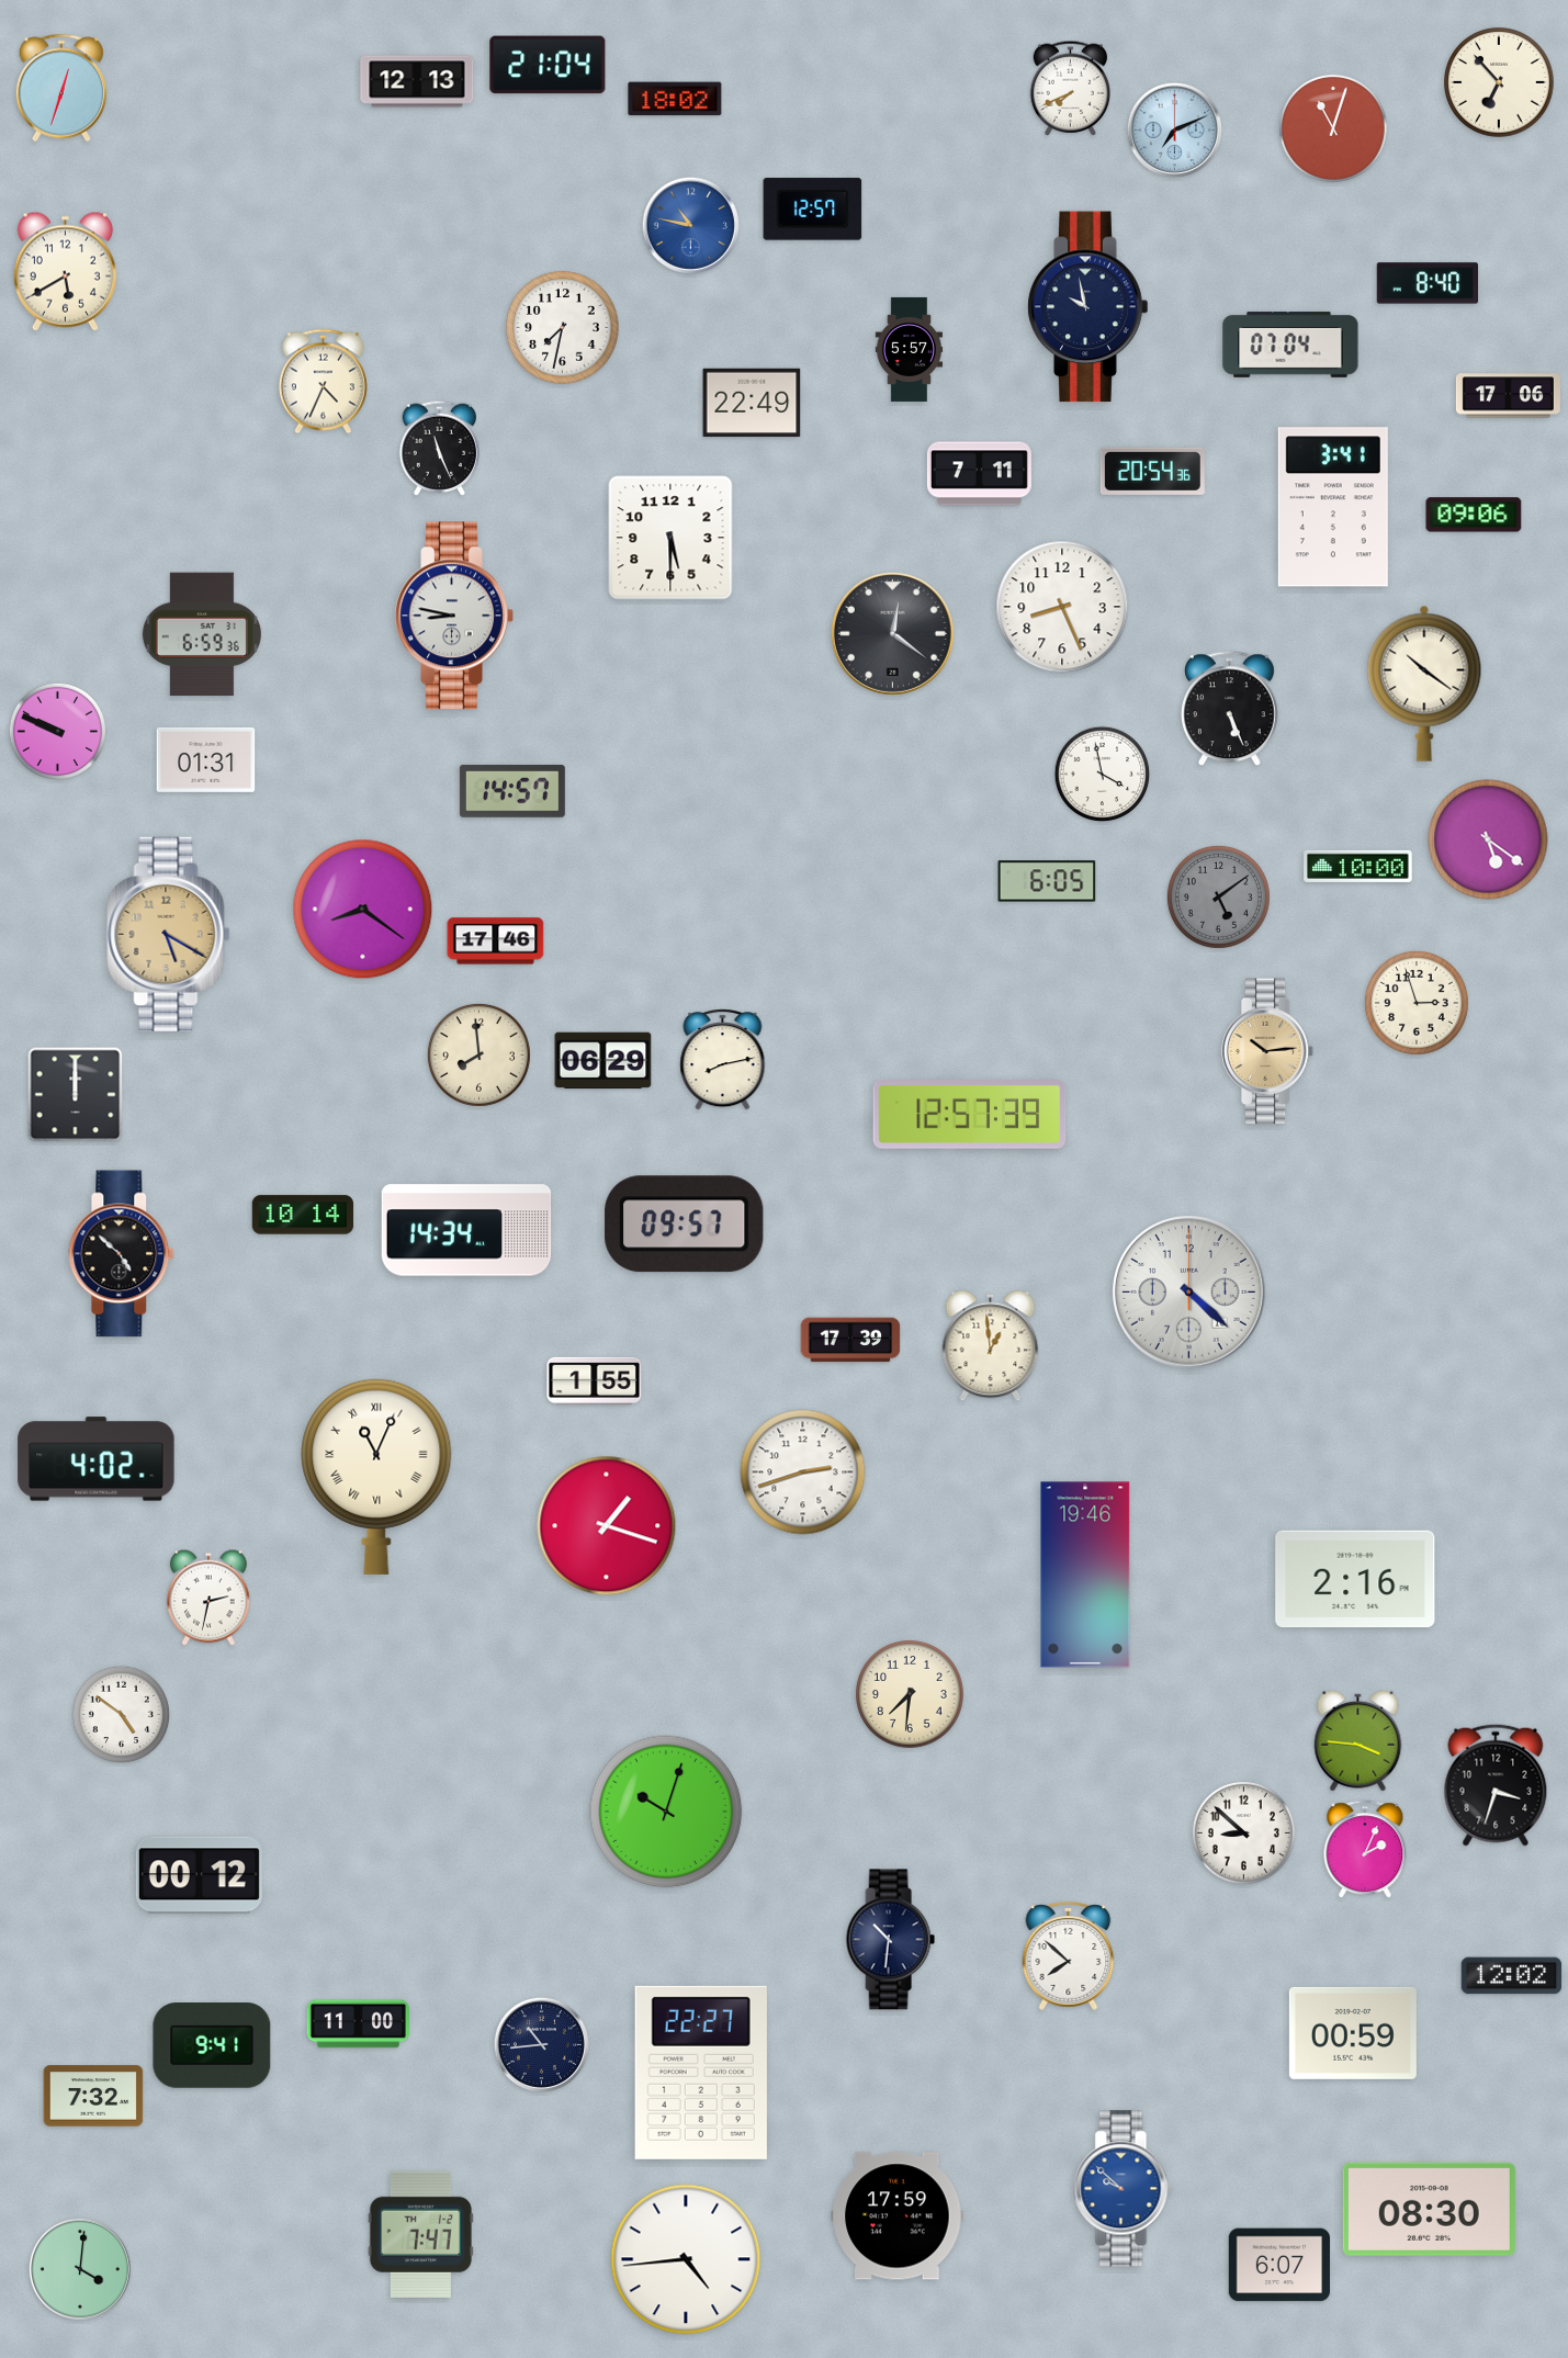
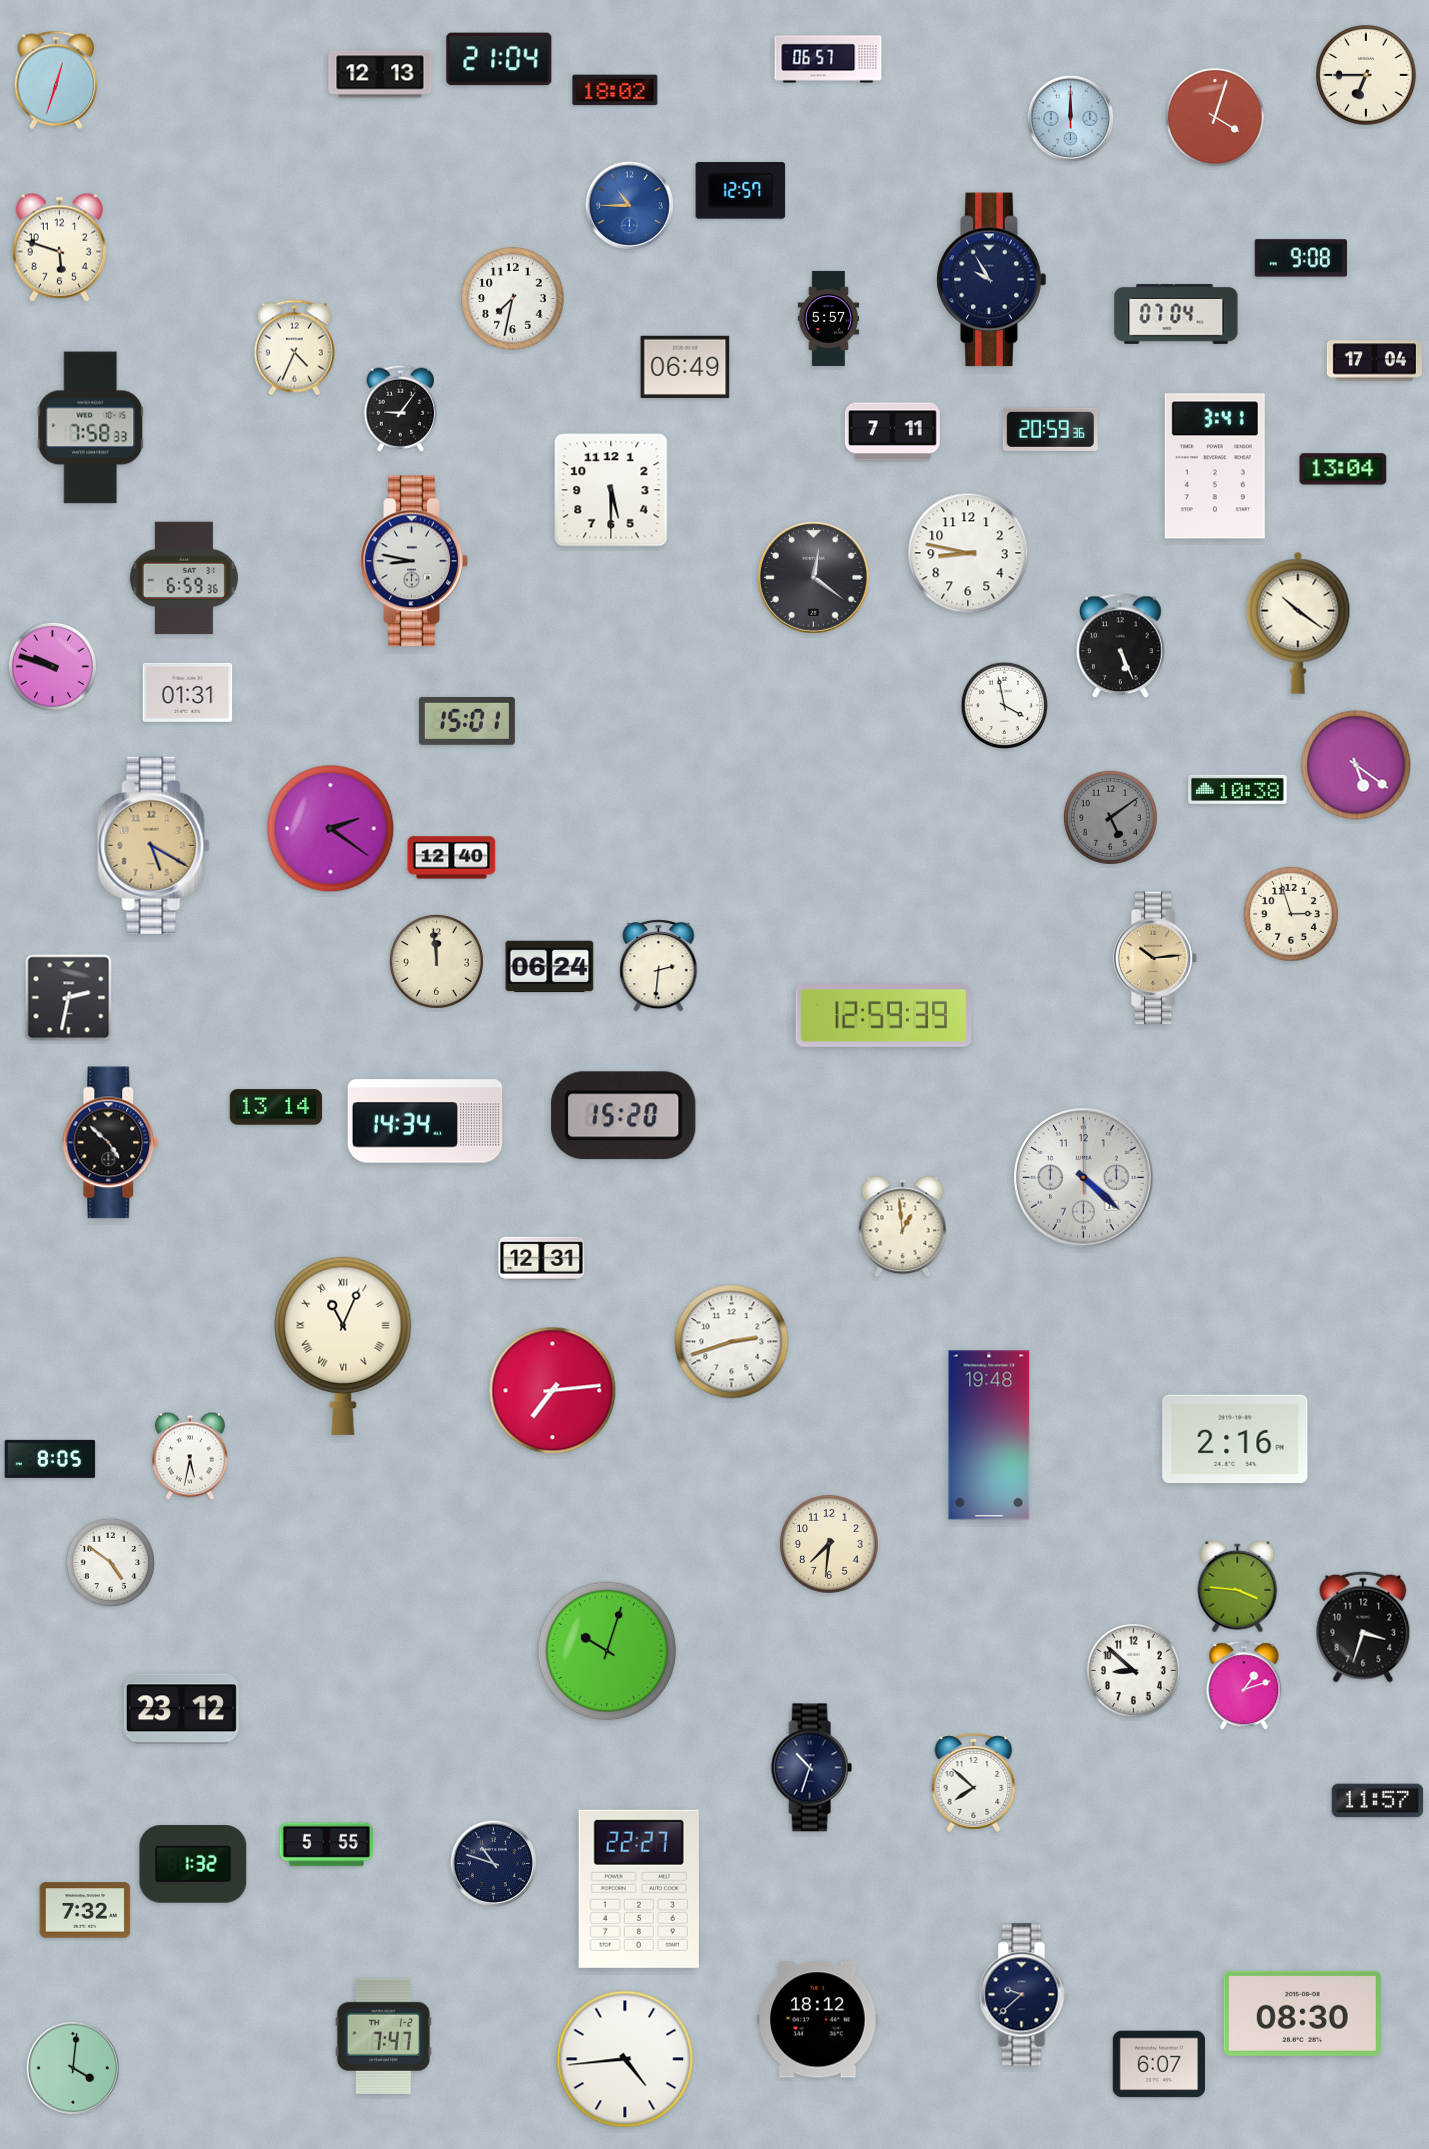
clock at (828, 59): none -> 06:57
clock at (1500, 83): 6:53 -> 6:45
clock at (1070, 88): 7:41 -> none
clock at (1174, 129): 7:11 -> 12:00
clock at (1334, 129): 11:03 -> 4:03
clock at (690, 225): 10:47 -> 10:45
clock at (65, 271): 5:40 -> 5:48
clock at (1426, 283): 8:40 -> 9:08
clock at (1088, 307): 9:58 -> 9:55
clock at (1508, 396): 17:06 -> 17:04
clock at (752, 403): 22:49 -> 06:49
clock at (439, 448): 11:26 -> 9:06
clock at (91, 428): none -> 7:58
clock at (1152, 471): 20:54 -> 20:59
clock at (1333, 507) position: (1333, 507) -> (1215, 466)
clock at (1474, 515): 09:06 -> 13:04
clock at (1062, 607): 8:26 -> 8:47
clock at (57, 731): 9:49 -> 9:48
clock at (512, 791): 14:57 -> 15:01
clock at (1358, 866): 10:00 -> 10:38
clock at (1047, 881): 6:05 -> none
clock at (363, 910): 8:21 -> 2:21
clock at (169, 934) position: (169, 934) -> (154, 845)
clock at (496, 941): 17:46 -> 12:40
clock at (478, 1054): 7:59 -> 11:59
clock at (723, 1060): 8:13 -> 2:31
clock at (603, 1061): 06:29 -> 06:24
clock at (76, 1095): 12:00 -> 2:32
clock at (970, 1115): 12:57 -> 12:59
clock at (303, 1215): 10:14 -> 13:14
clock at (685, 1225): 09:57 -> 15:20
clock at (850, 1340): 17:39 -> none
clock at (595, 1380): 1:55 -> 12:31
clock at (97, 1459): 4:02 -> none
clock at (607, 1526): 1:18 -> 7:14
clock at (1085, 1575): 19:46 -> 19:48
clock at (208, 1598): 2:32 -> 5:32
clock at (50, 1459): none -> 8:05
clock at (1365, 1850): 2:04 -> 1:12
clock at (199, 1875): 00:12 -> 23:12
clock at (890, 1940): 10:31 -> 10:33
clock at (1512, 1976): 12:02 -> 11:57
clock at (358, 2024): 11:00 -> 5:55
clock at (1353, 2033): 00:59 -> none
clock at (541, 2044): 10:44 -> 10:48
clock at (212, 2045): 9:41 -> 1:32
clock at (1124, 2189): 9:52 -> 9:38
clock at (1124, 2189) dial: blue -> navy
clock at (898, 2216): 17:59 -> 18:12
clock at (1279, 2265) position: (1279, 2265) -> (1159, 2064)
